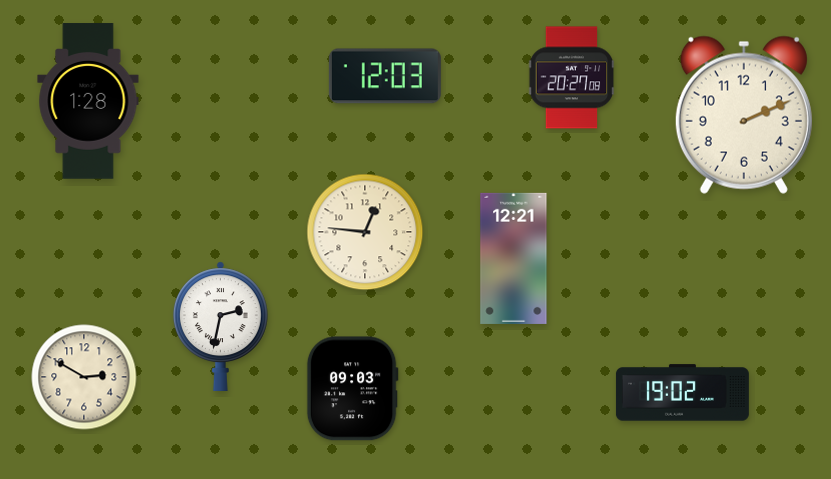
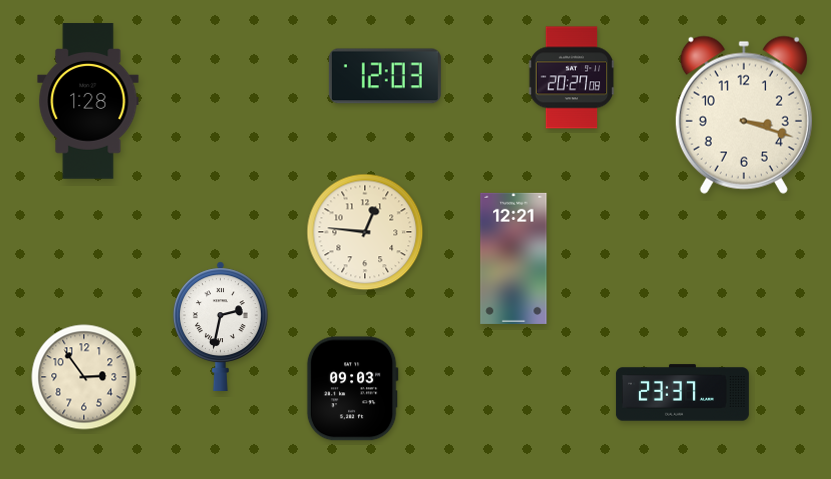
clock at (744, 115): 2:11 -> 3:18
clock at (84, 377): 2:50 -> 2:54
clock at (682, 393): 19:02 -> 23:37
